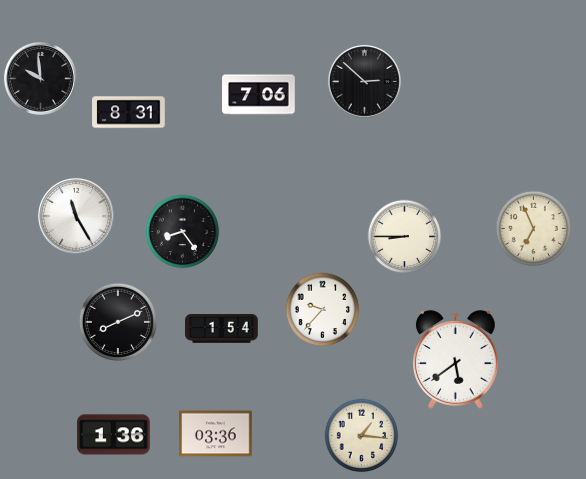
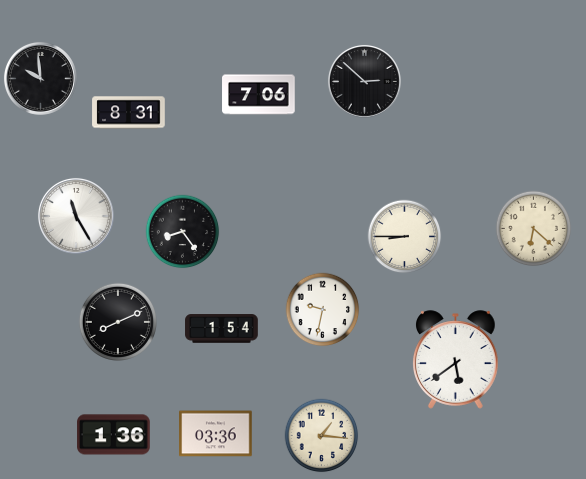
clock at (534, 229): 6:56 -> 6:22
clock at (323, 310): 9:37 -> 9:32
clock at (362, 436) position: (362, 436) -> (322, 436)
